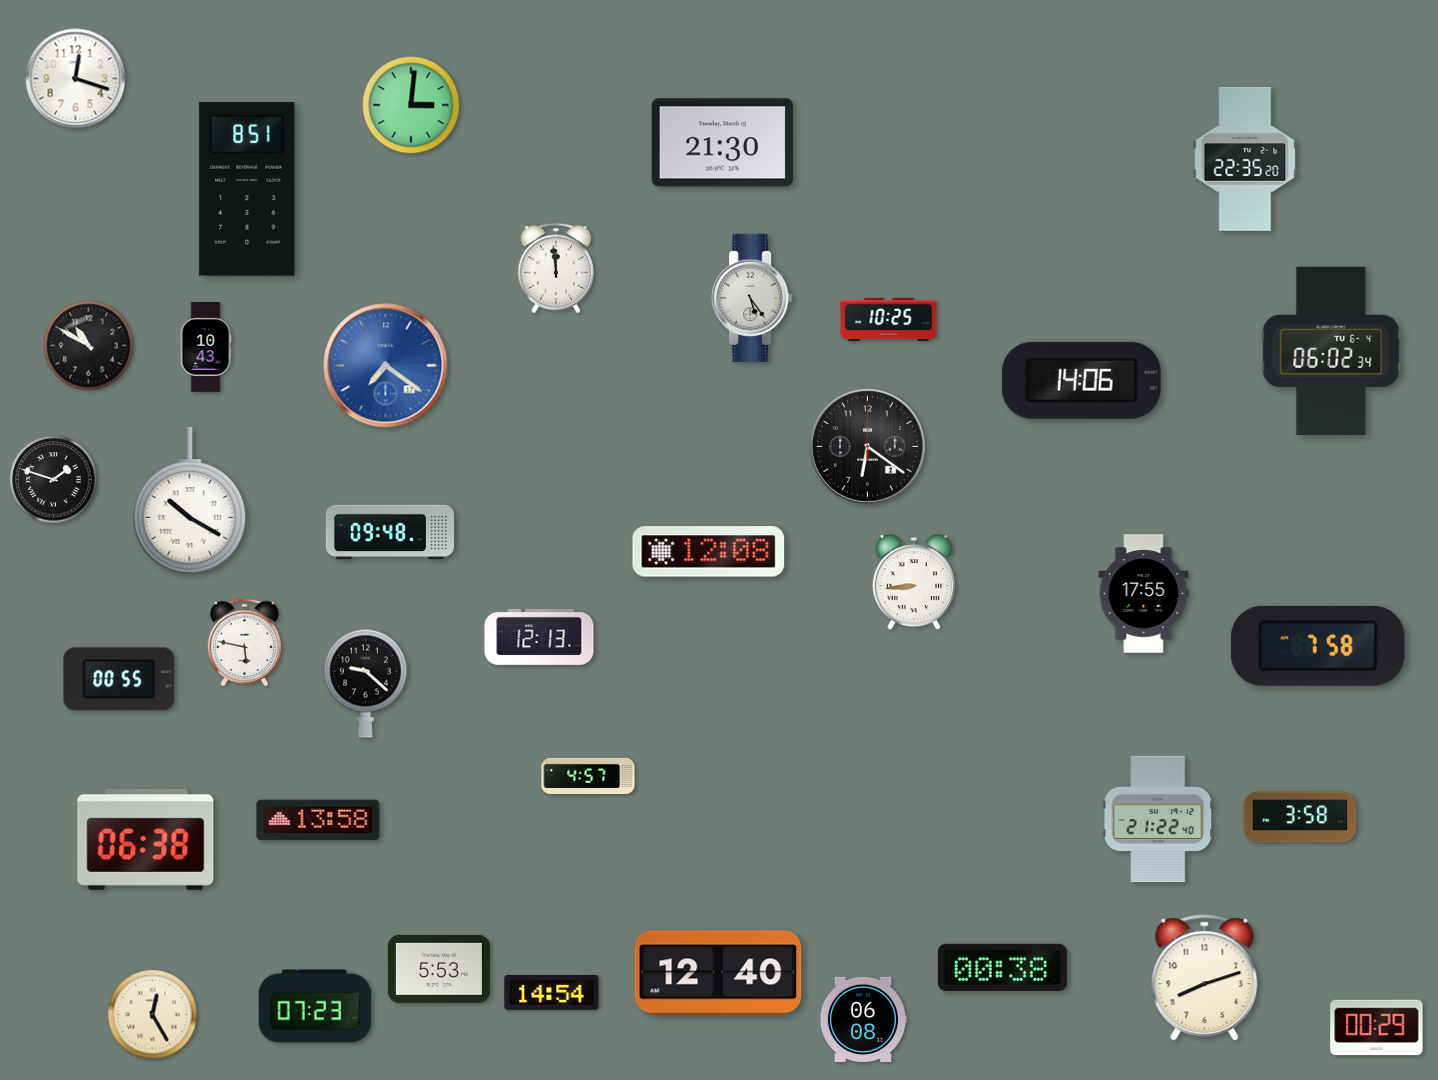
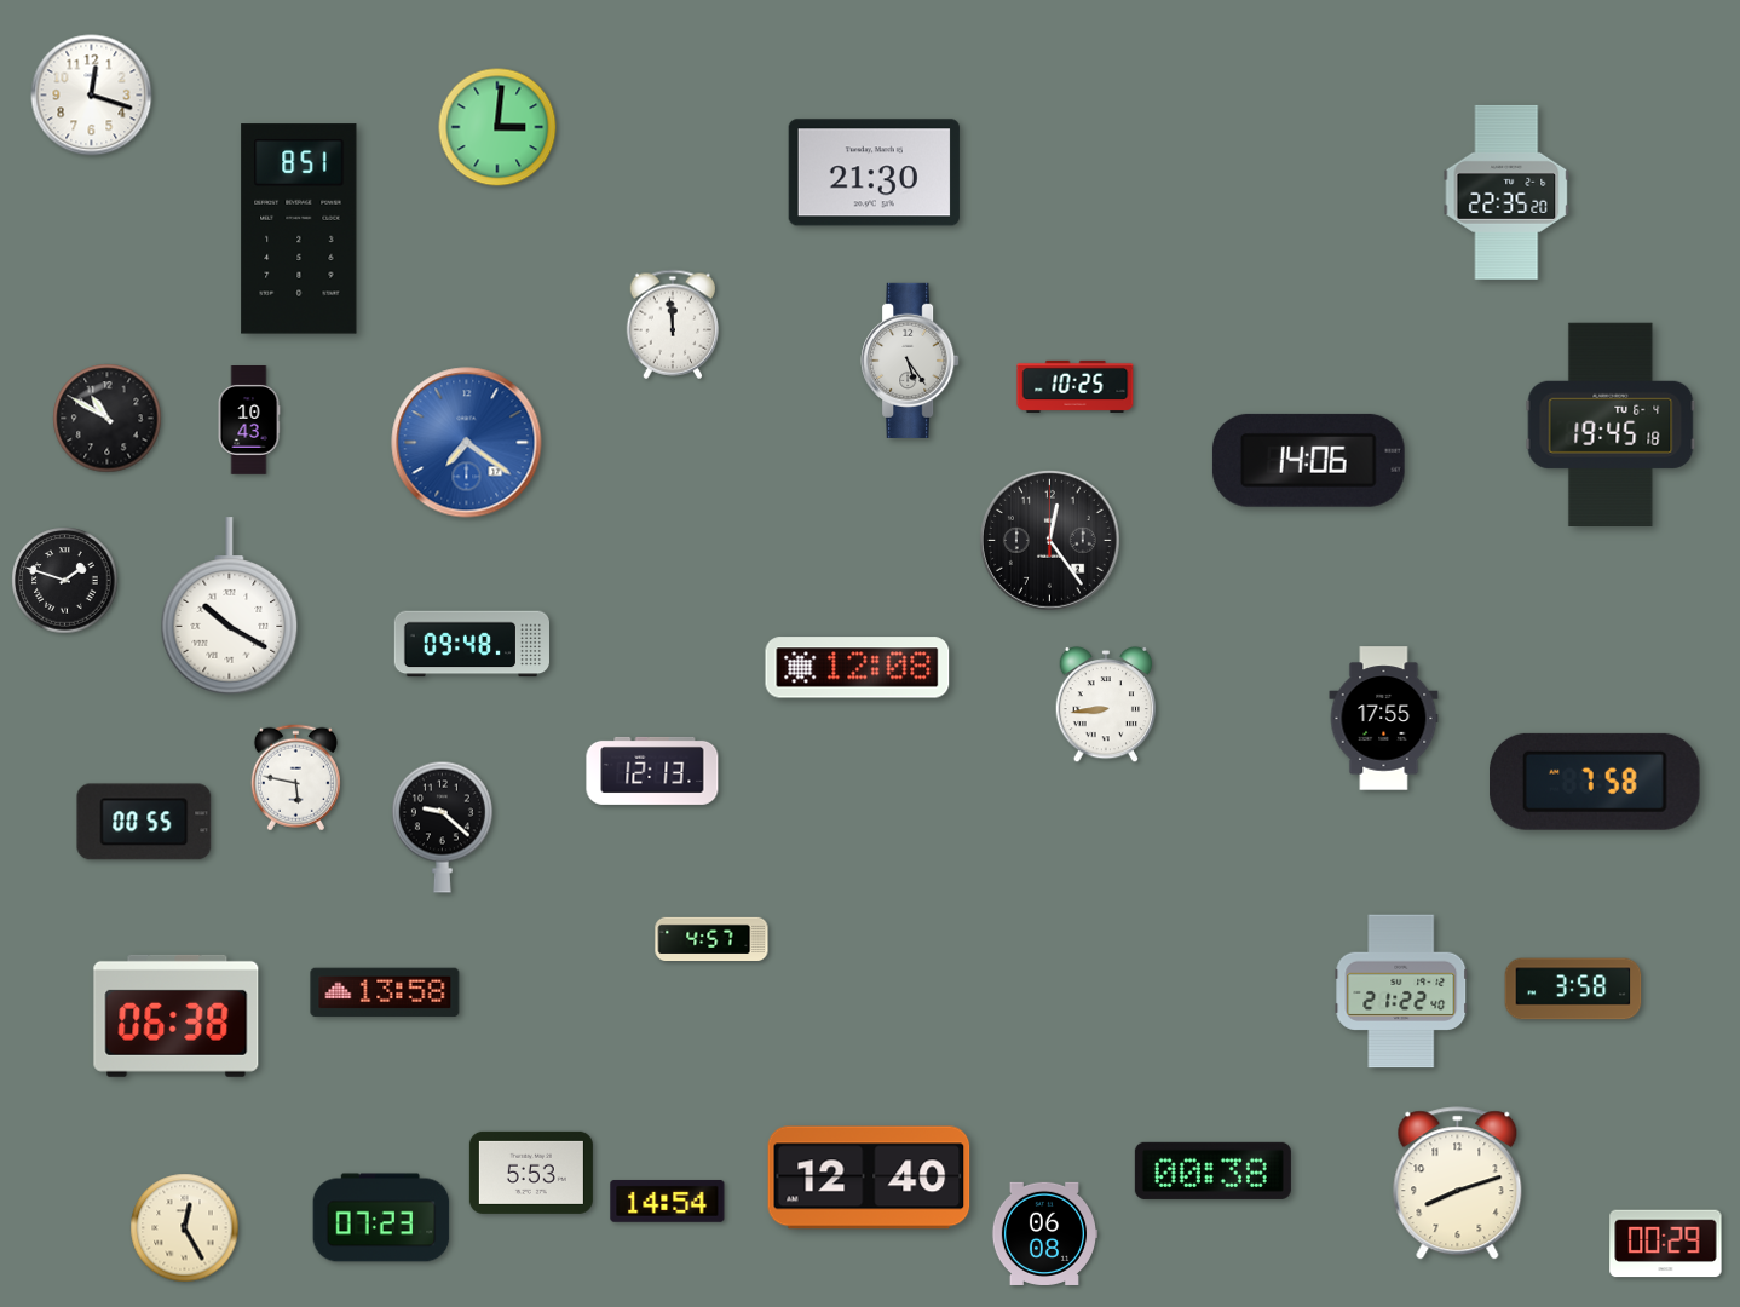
clock at (1331, 350): 06:02 -> 19:45
clock at (867, 446): 6:21 -> 12:24
